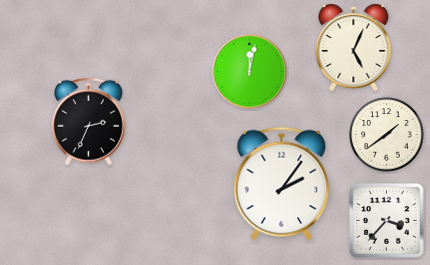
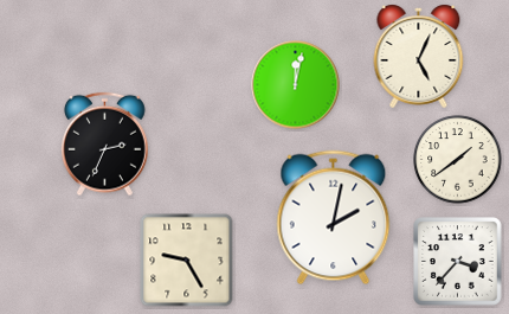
clock at (282, 184): 2:06 -> 2:02
clock at (187, 261): none -> 9:25
